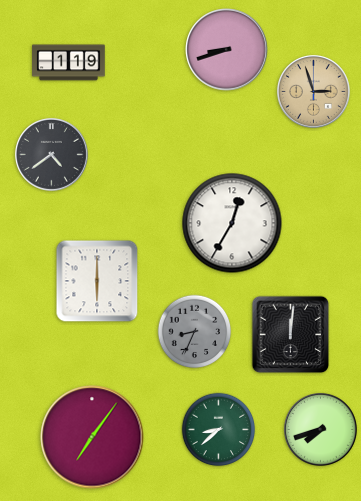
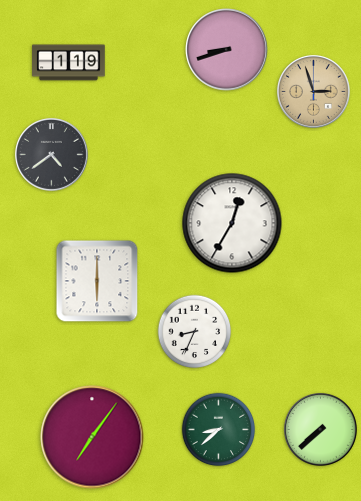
clock at (195, 332) dial: grey -> white
clock at (291, 335): 12:01 -> none
clock at (320, 429): 7:42 -> 7:38
